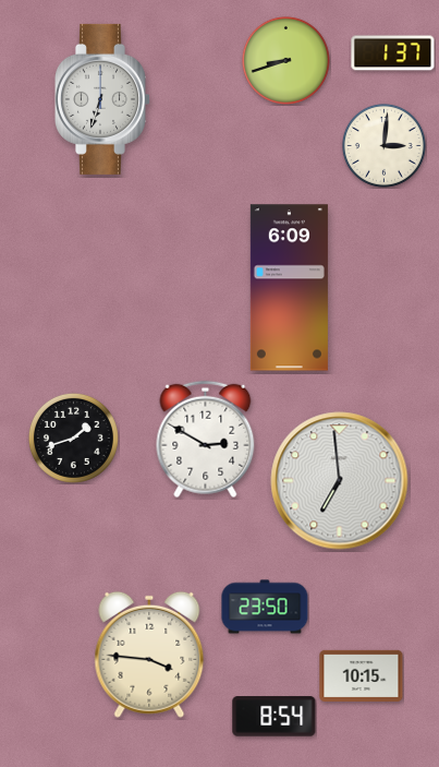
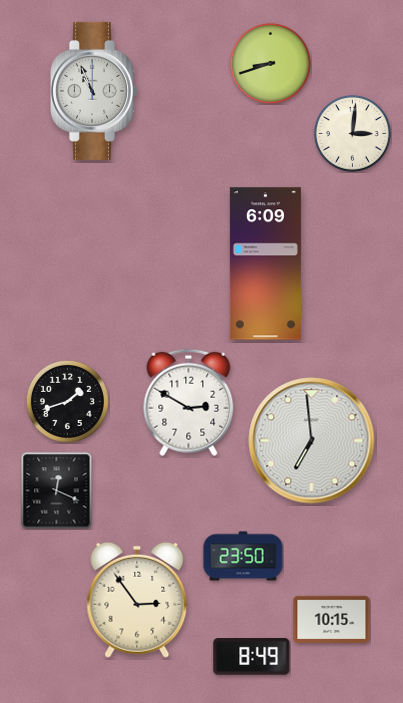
clock at (393, 53): 1:37 -> none
clock at (285, 60) position: (285, 60) -> (270, 63)
clock at (102, 99): 6:33 -> 10:56
clock at (57, 491): none -> 12:19
clock at (149, 655): 3:46 -> 2:54
clock at (275, 717): 8:54 -> 8:49
